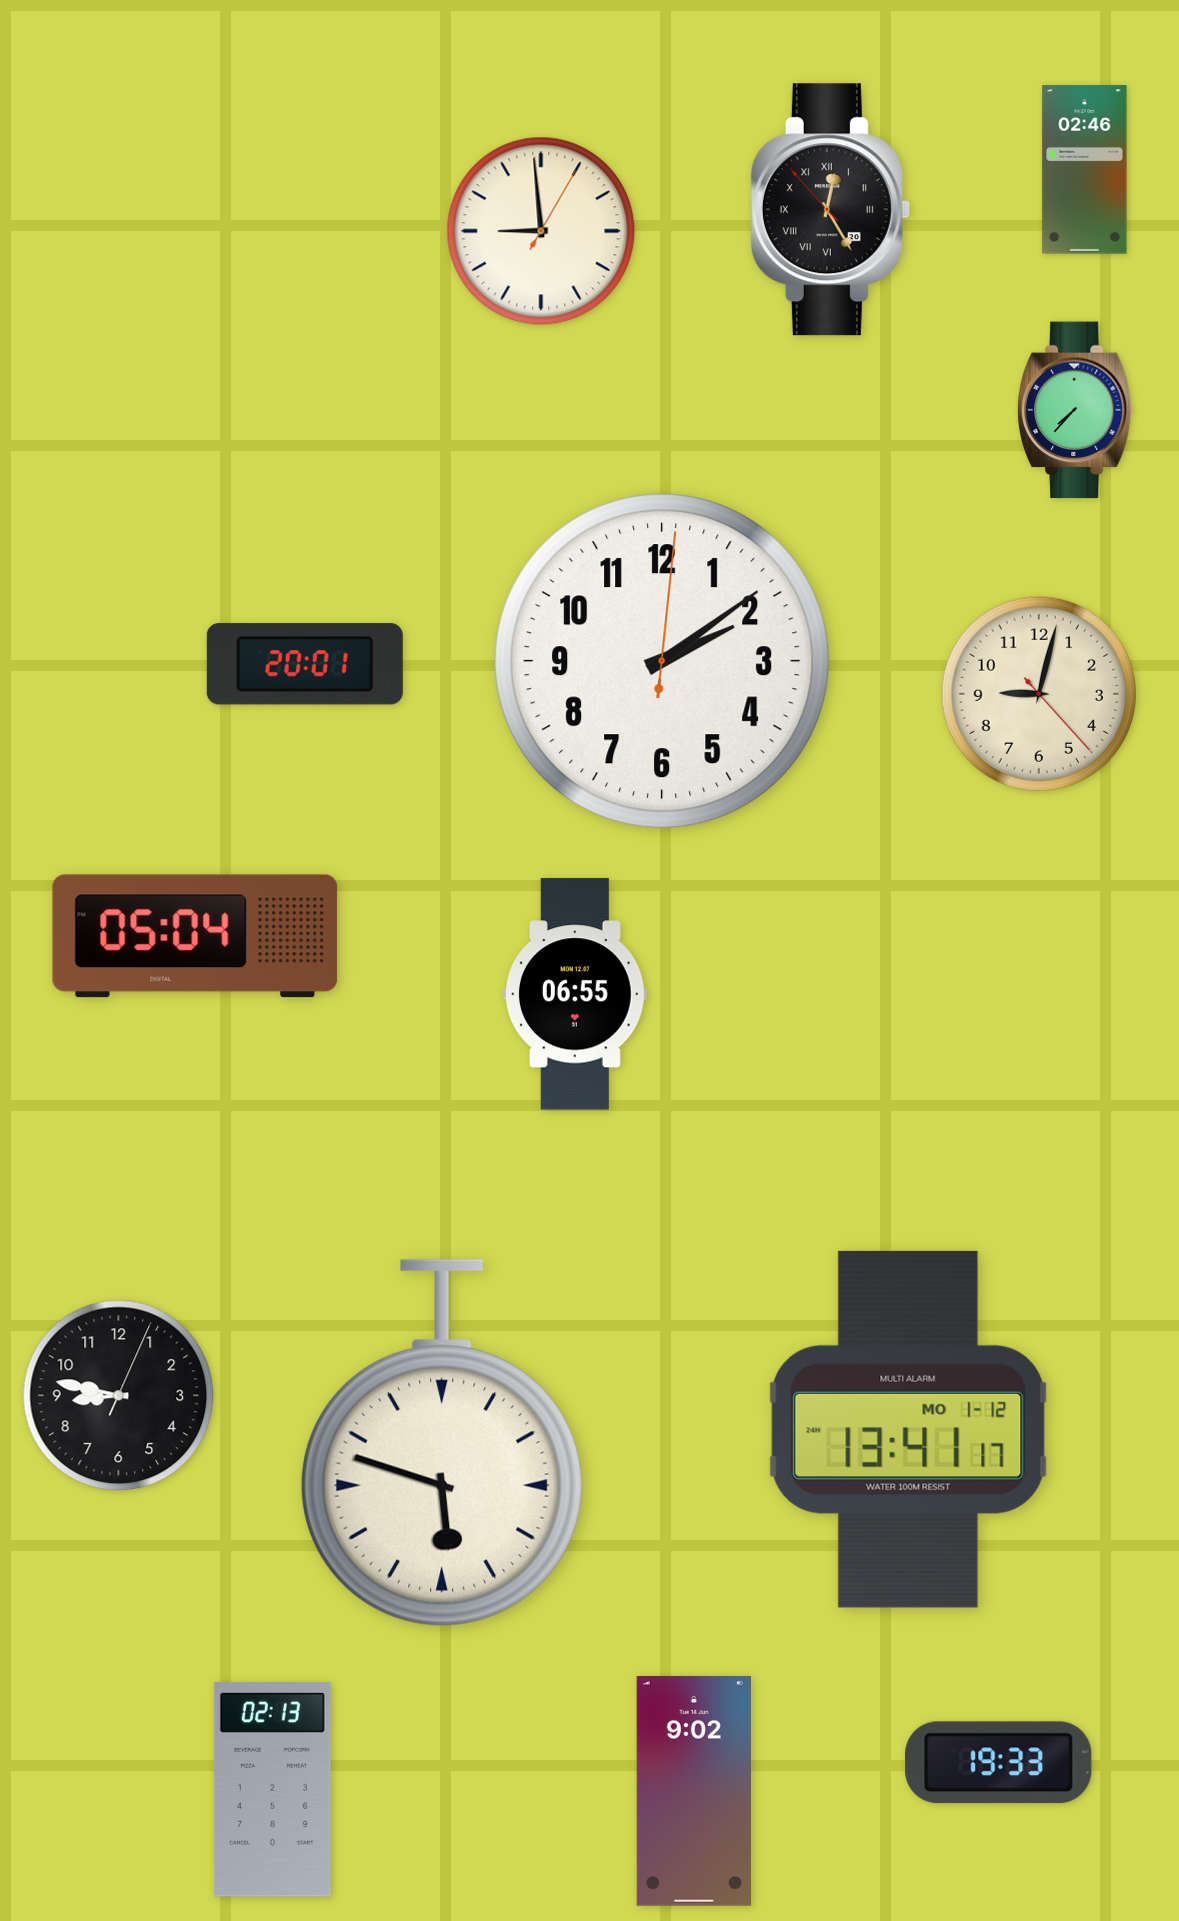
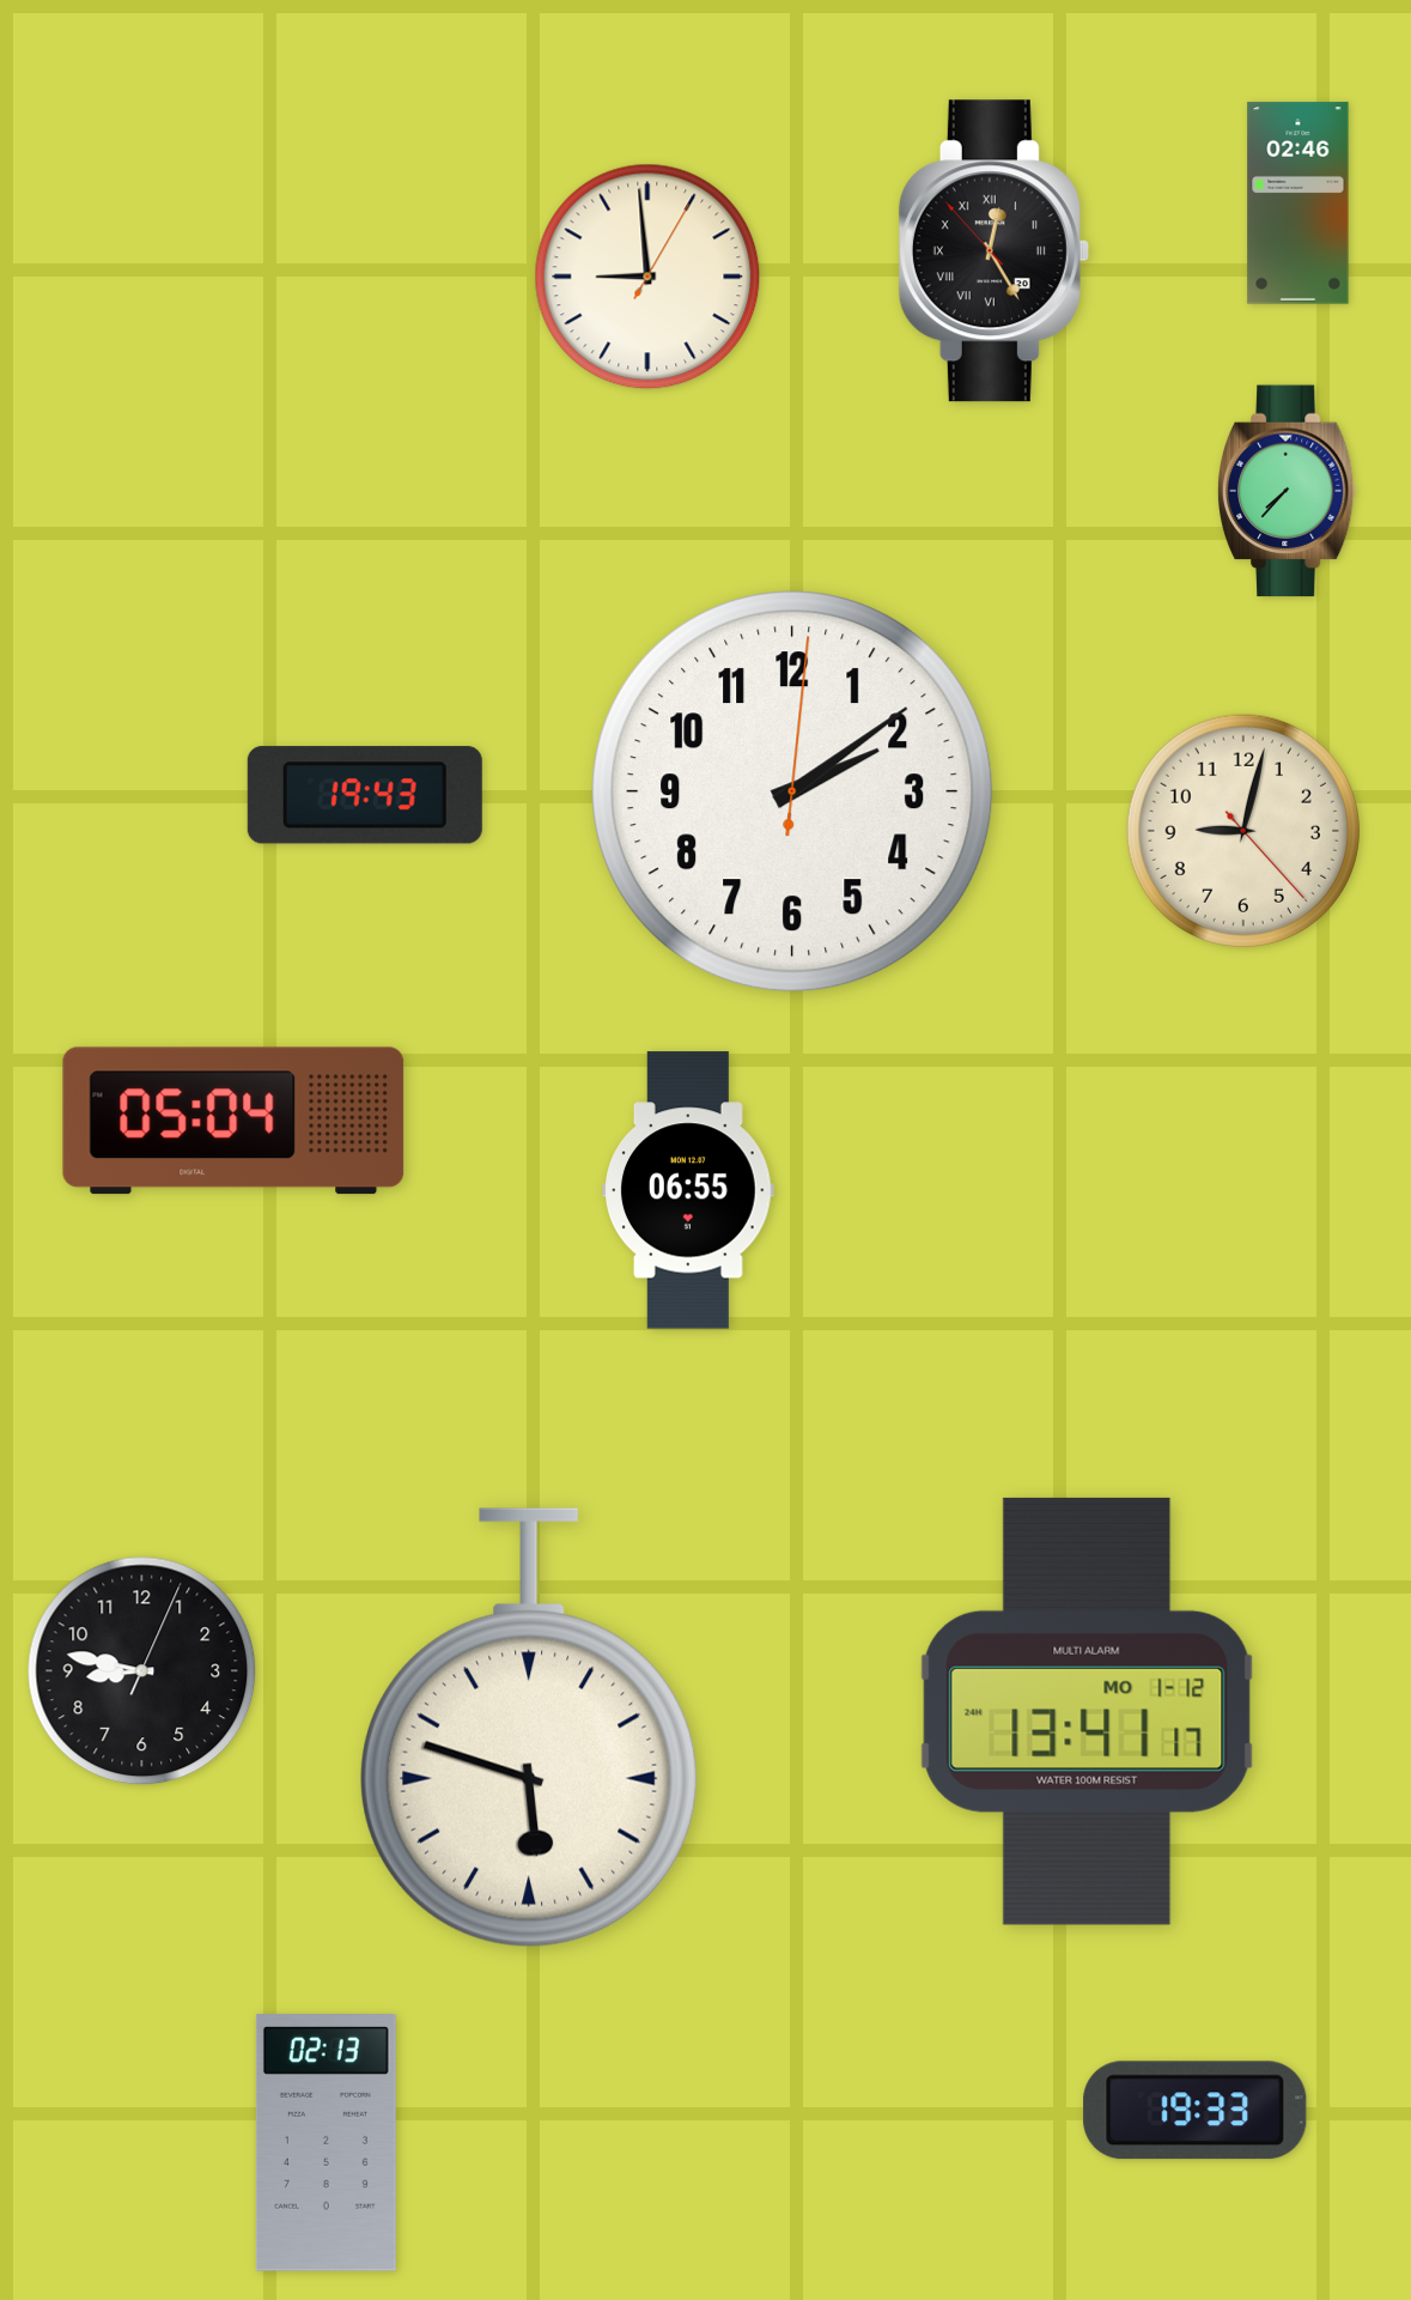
clock at (305, 664): 20:01 -> 19:43
clock at (694, 1791): 9:02 -> none
